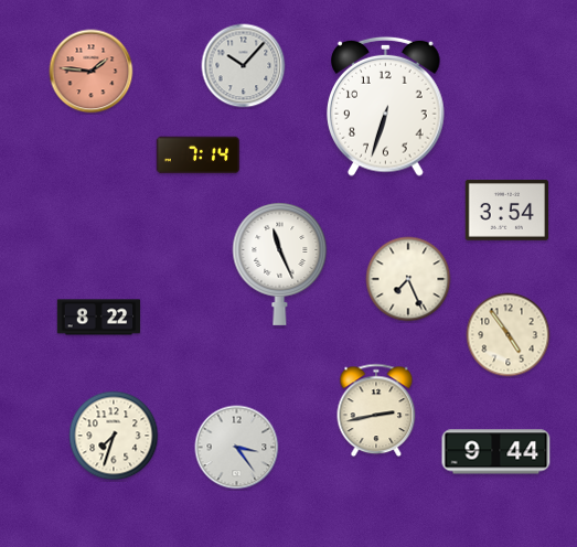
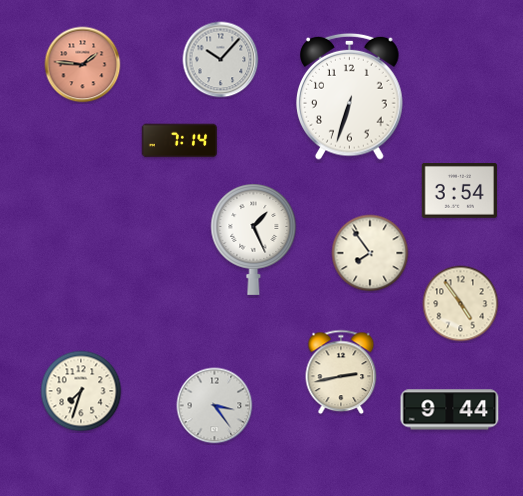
clock at (280, 265): 11:26 -> 1:26
clock at (408, 279): 7:26 -> 7:54
clock at (99, 318): 8:22 -> none
clock at (114, 436) position: (114, 436) -> (81, 391)
